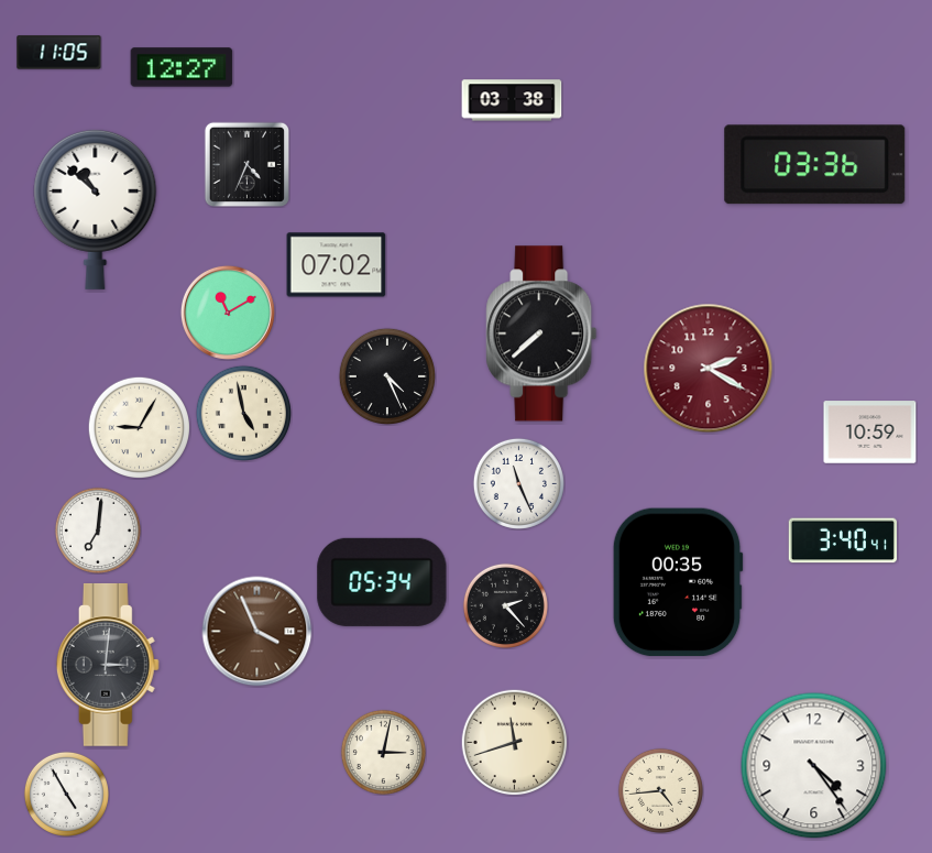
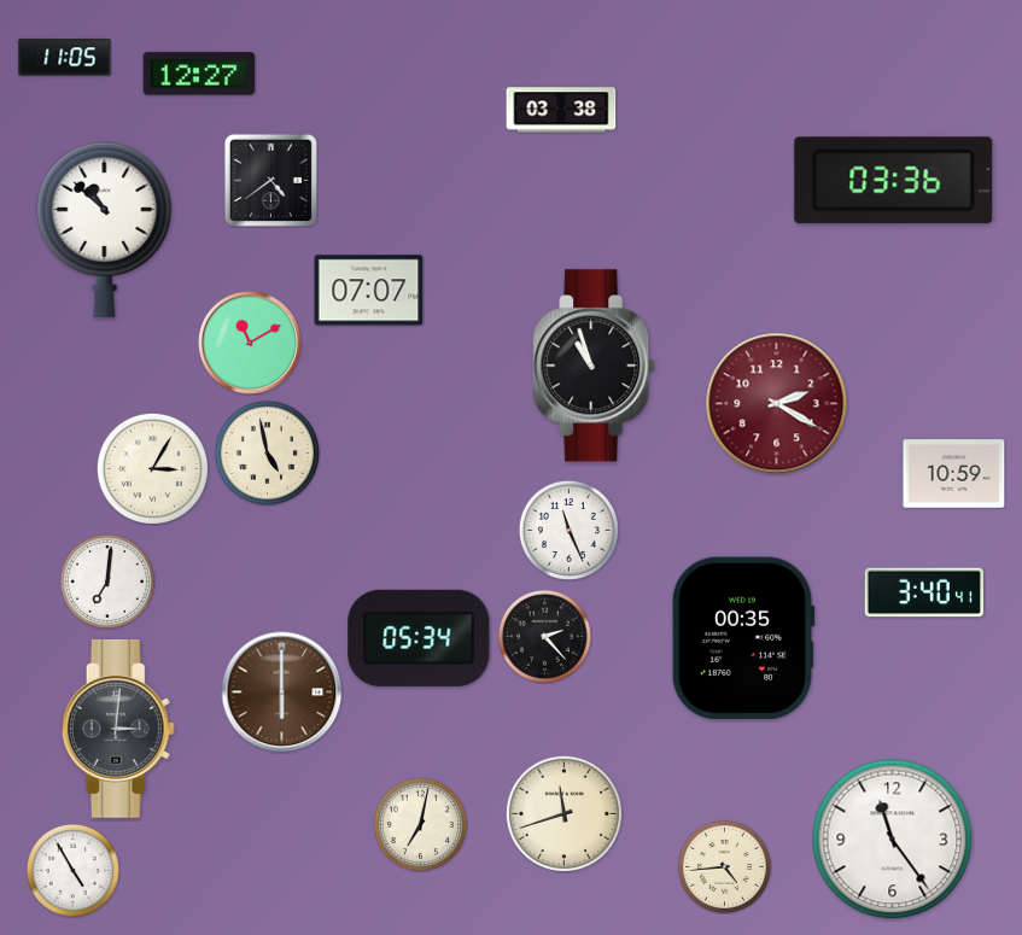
clock at (246, 164): 4:34 -> 4:39
clock at (337, 265): 07:02 -> 07:07
clock at (541, 333): 7:38 -> 10:57
clock at (387, 376): 4:26 -> none
clock at (139, 427): 9:05 -> 3:05
clock at (505, 605) position: (505, 605) -> (544, 636)
clock at (257, 632): 3:56 -> 6:00
clock at (383, 752): 3:02 -> 7:02
clock at (814, 766): 4:24 -> 11:24
